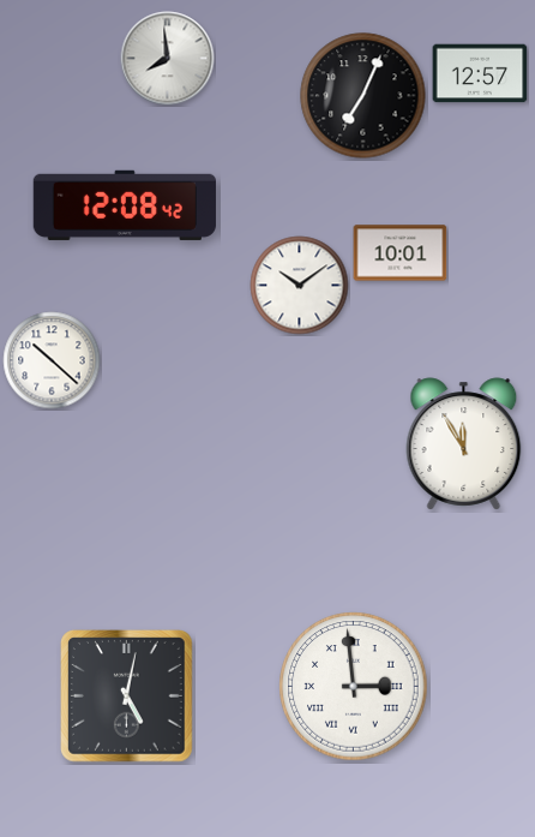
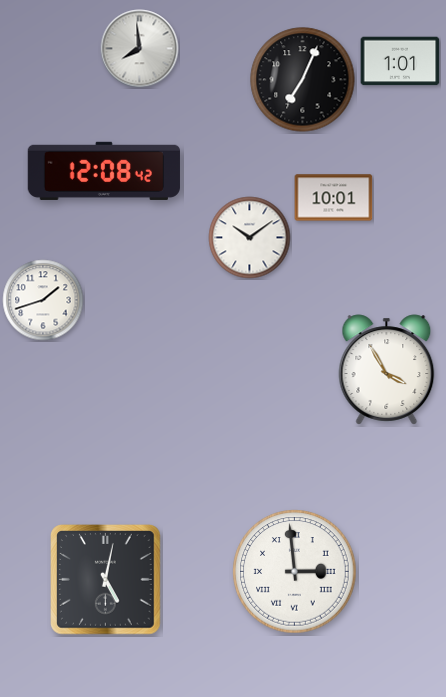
clock at (480, 73): 12:57 -> 1:01
clock at (401, 253) position: (401, 253) -> (334, 198)
clock at (52, 360): 10:22 -> 1:42
clock at (464, 444): 11:55 -> 3:55
